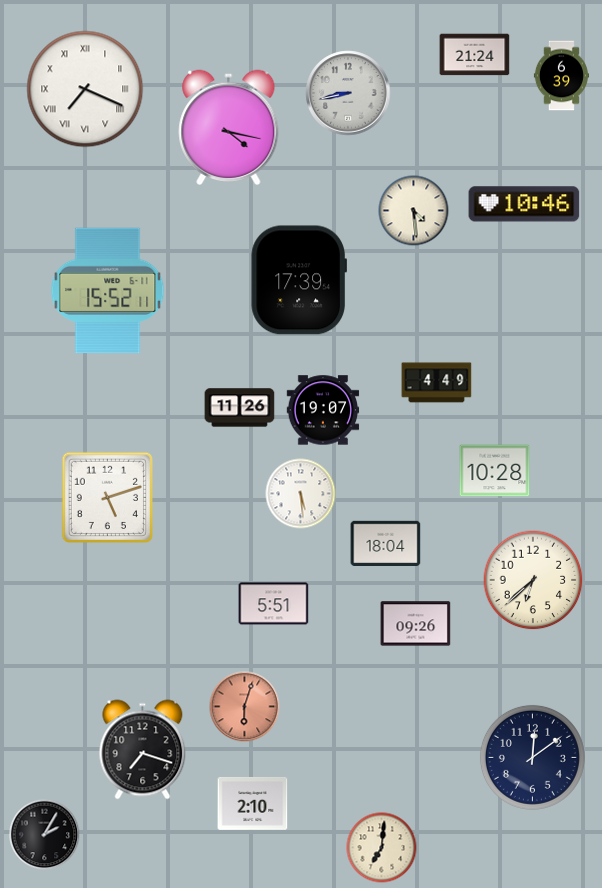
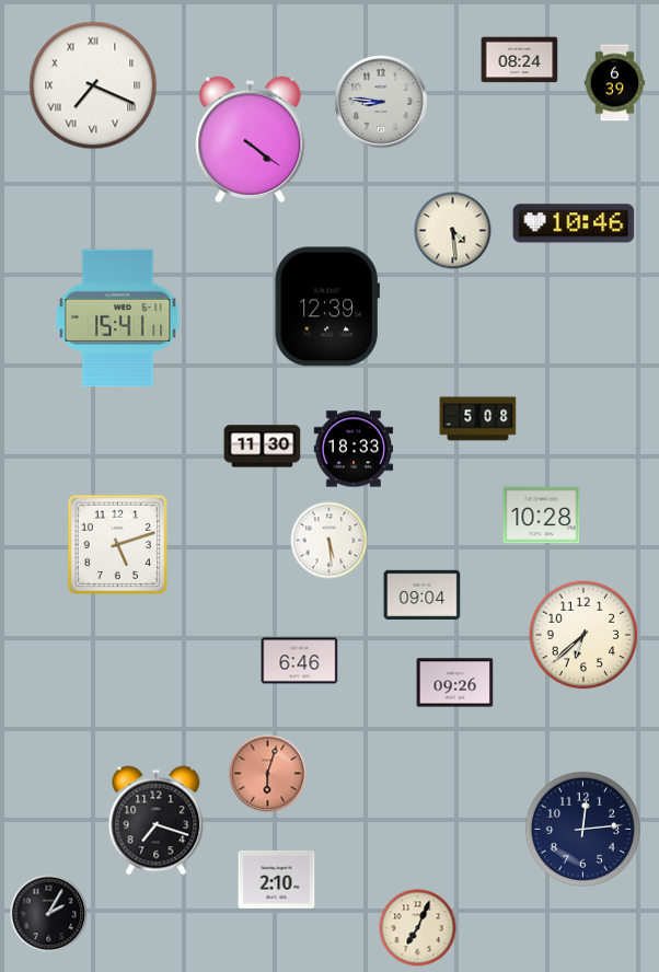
clock at (475, 55): 21:24 -> 08:24
clock at (85, 89) position: (85, 89) -> (93, 85)
clock at (348, 93): 8:43 -> 8:46
clock at (229, 127): 4:17 -> 4:21
clock at (298, 280): 17:39 -> 12:39
clock at (108, 291): 15:52 -> 15:41
clock at (437, 383): 4:49 -> 5:08
clock at (240, 408): 11:26 -> 11:30
clock at (323, 410): 19:07 -> 18:33
clock at (386, 543): 18:04 -> 09:04
clock at (274, 604): 5:51 -> 6:46
clock at (532, 757): 12:09 -> 12:14
clock at (382, 848): 7:01 -> 7:04
